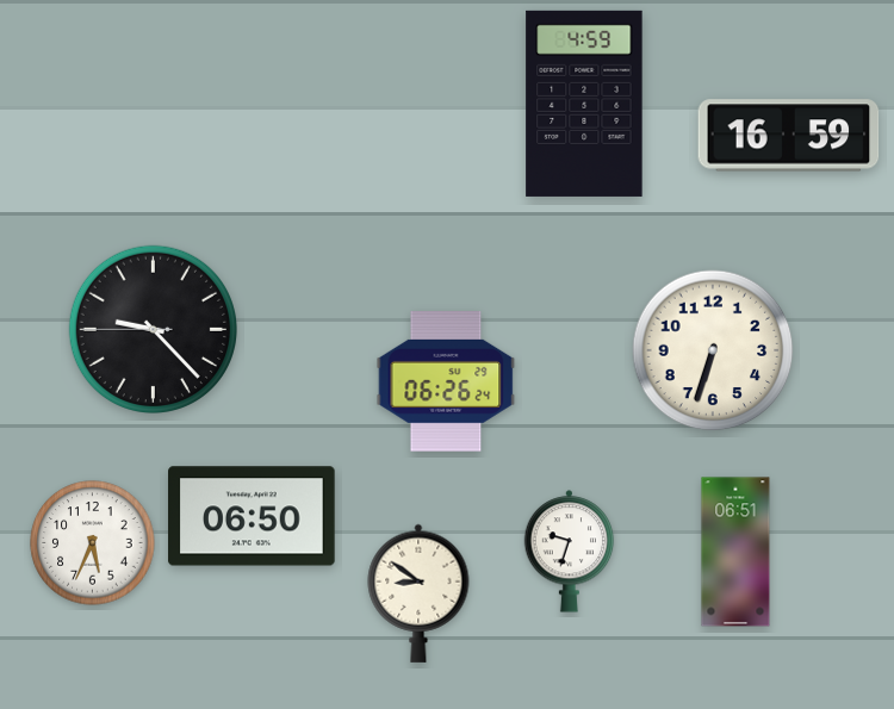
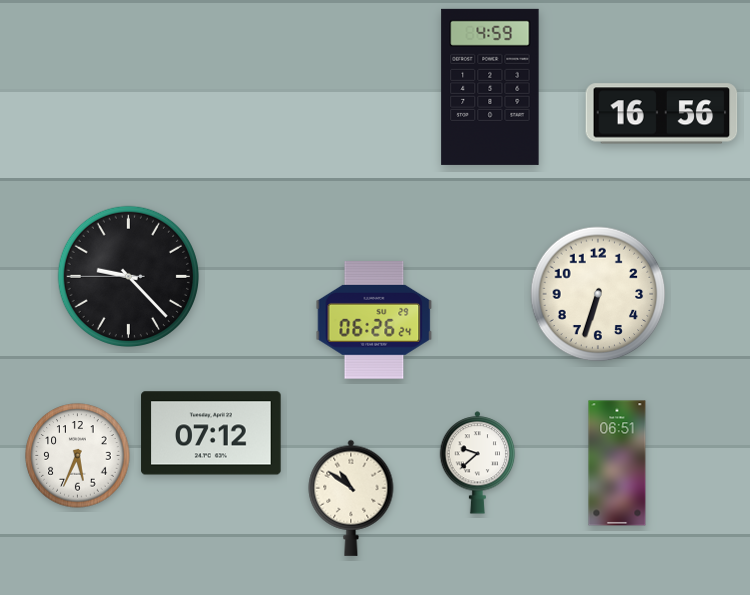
clock at (789, 136): 16:59 -> 16:56
clock at (252, 516): 06:50 -> 07:12
clock at (570, 552): 9:33 -> 9:38
clock at (418, 593): 8:51 -> 10:51
